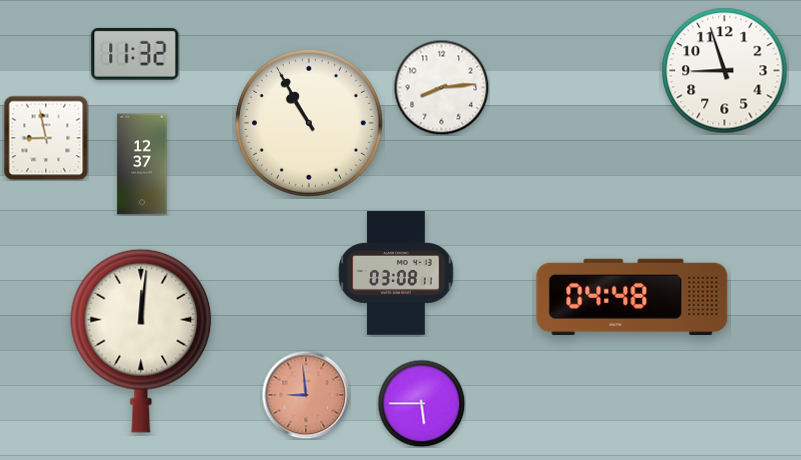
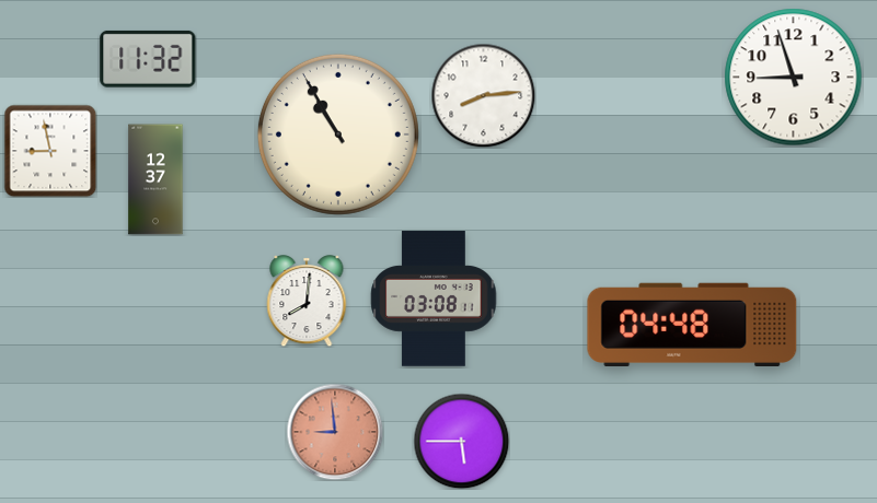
clock at (307, 302): none -> 8:01
clock at (141, 341): 12:01 -> none
